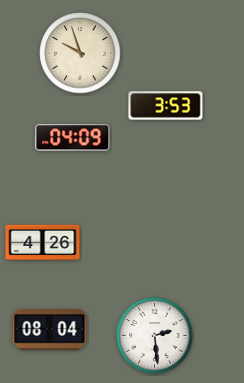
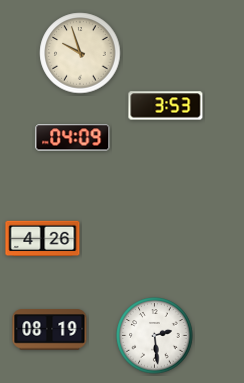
clock at (43, 243) position: (43, 243) -> (43, 239)
clock at (50, 330): 08:04 -> 08:19
